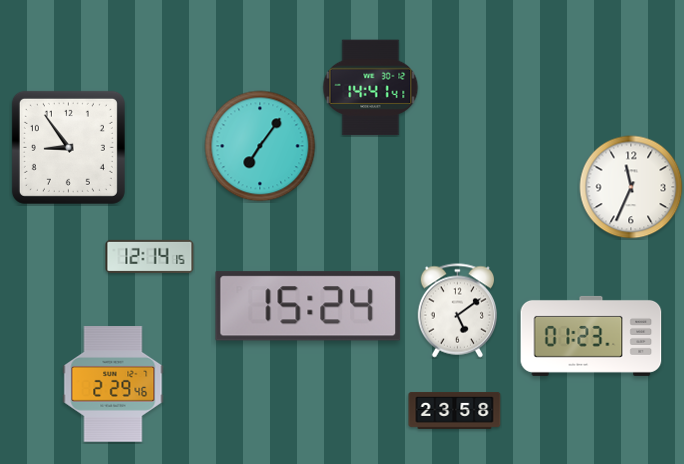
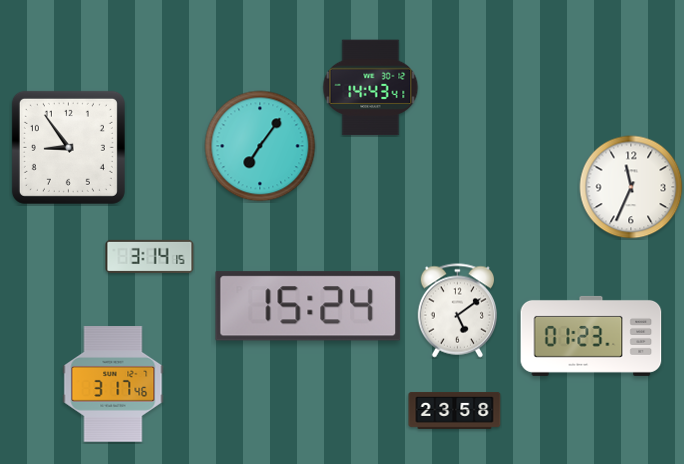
clock at (371, 88): 14:41 -> 14:43
clock at (150, 256): 12:14 -> 3:14
clock at (113, 384): 2:29 -> 3:17
